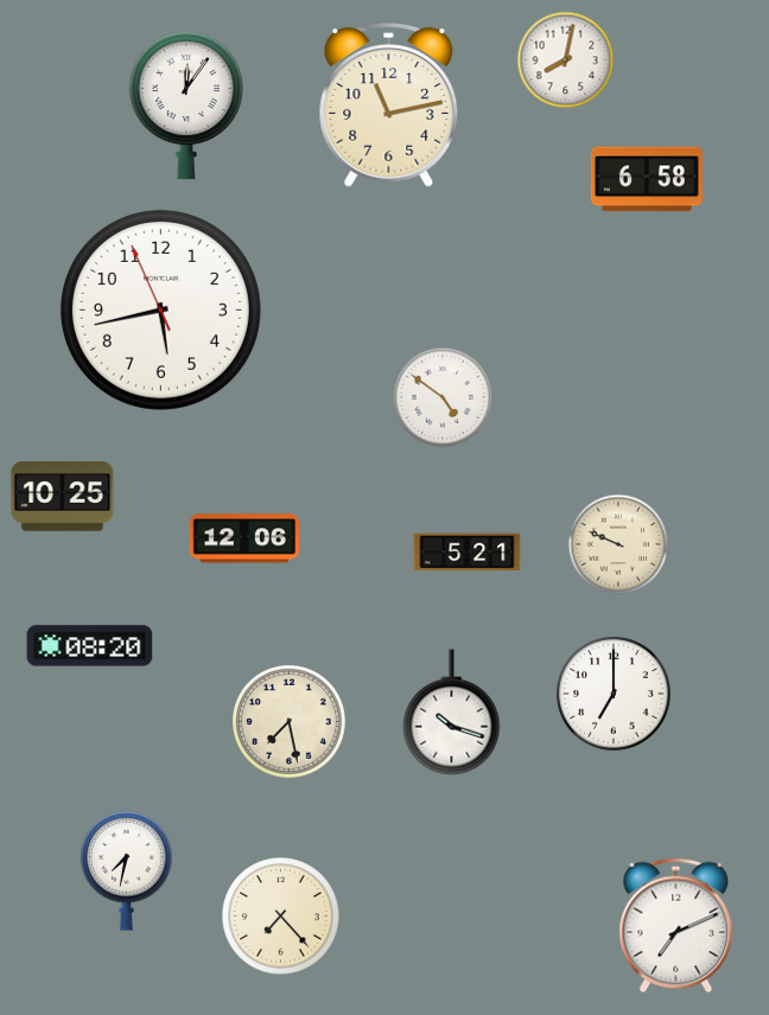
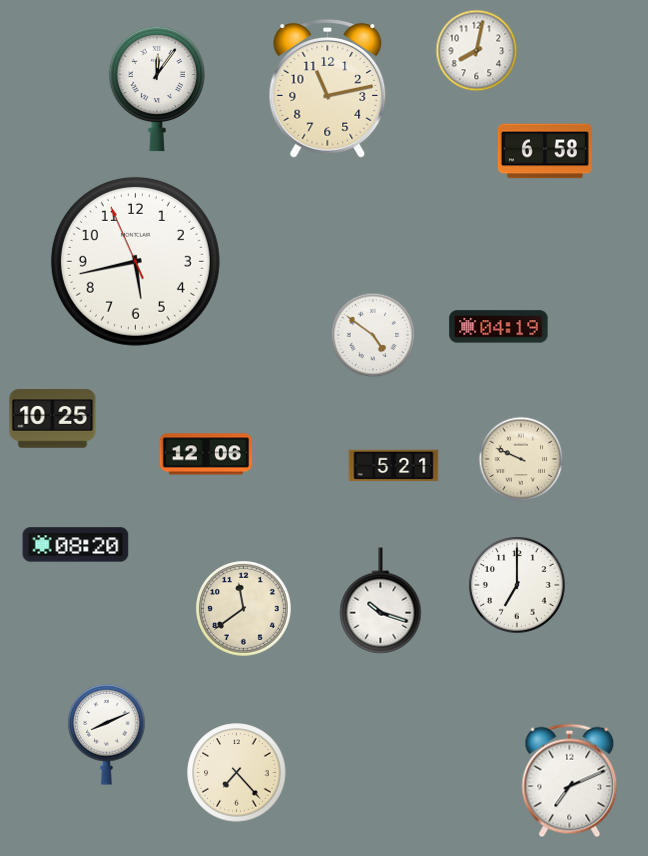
clock at (499, 327): none -> 04:19
clock at (290, 722): 7:28 -> 11:39
clock at (127, 872): 7:32 -> 8:11
